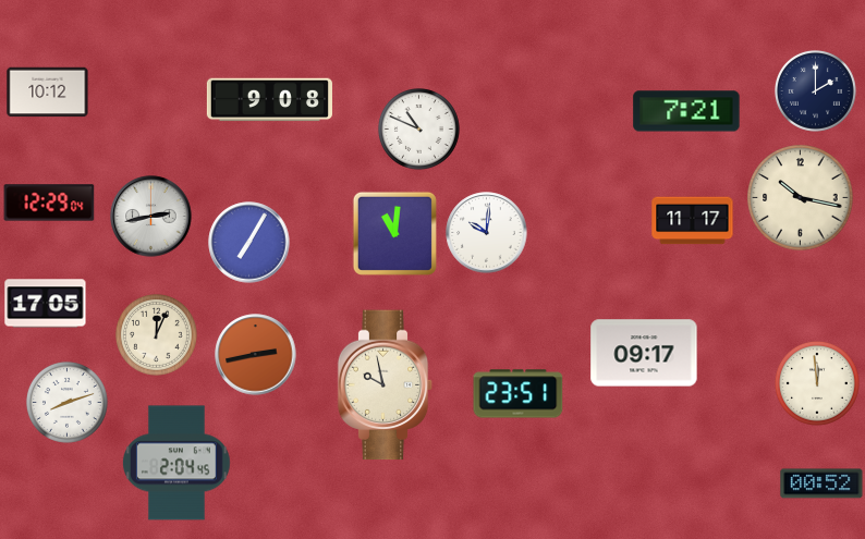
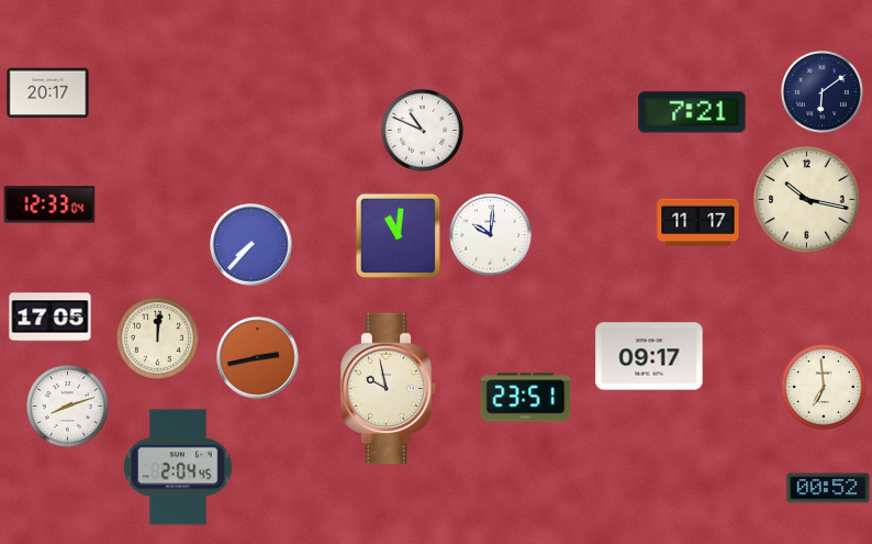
clock at (815, 90): 2:00 -> 6:09
clock at (48, 93): 10:12 -> 20:17
clock at (269, 100): 9:08 -> none
clock at (49, 203): 12:29 -> 12:33
clock at (151, 217): 2:43 -> none
clock at (249, 243): 7:05 -> 7:37
clock at (46, 304) position: (46, 304) -> (51, 318)
clock at (156, 334): 12:04 -> 12:01
clock at (818, 384): 11:59 -> 6:59
clock at (519, 394) position: (519, 394) -> (526, 398)
